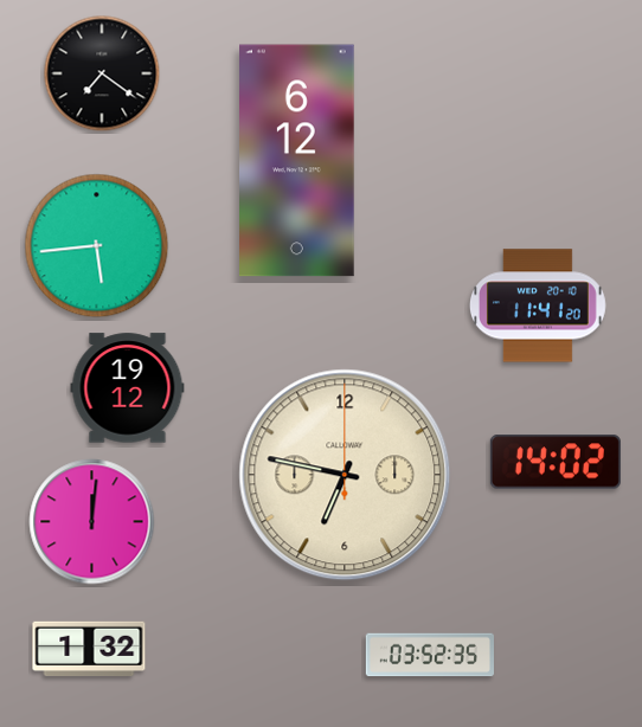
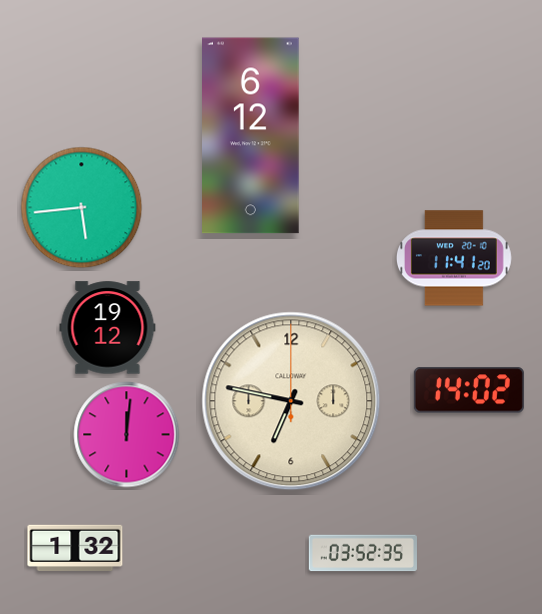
clock at (102, 73): 7:21 -> none
clock at (92, 522) position: (92, 522) -> (127, 435)
